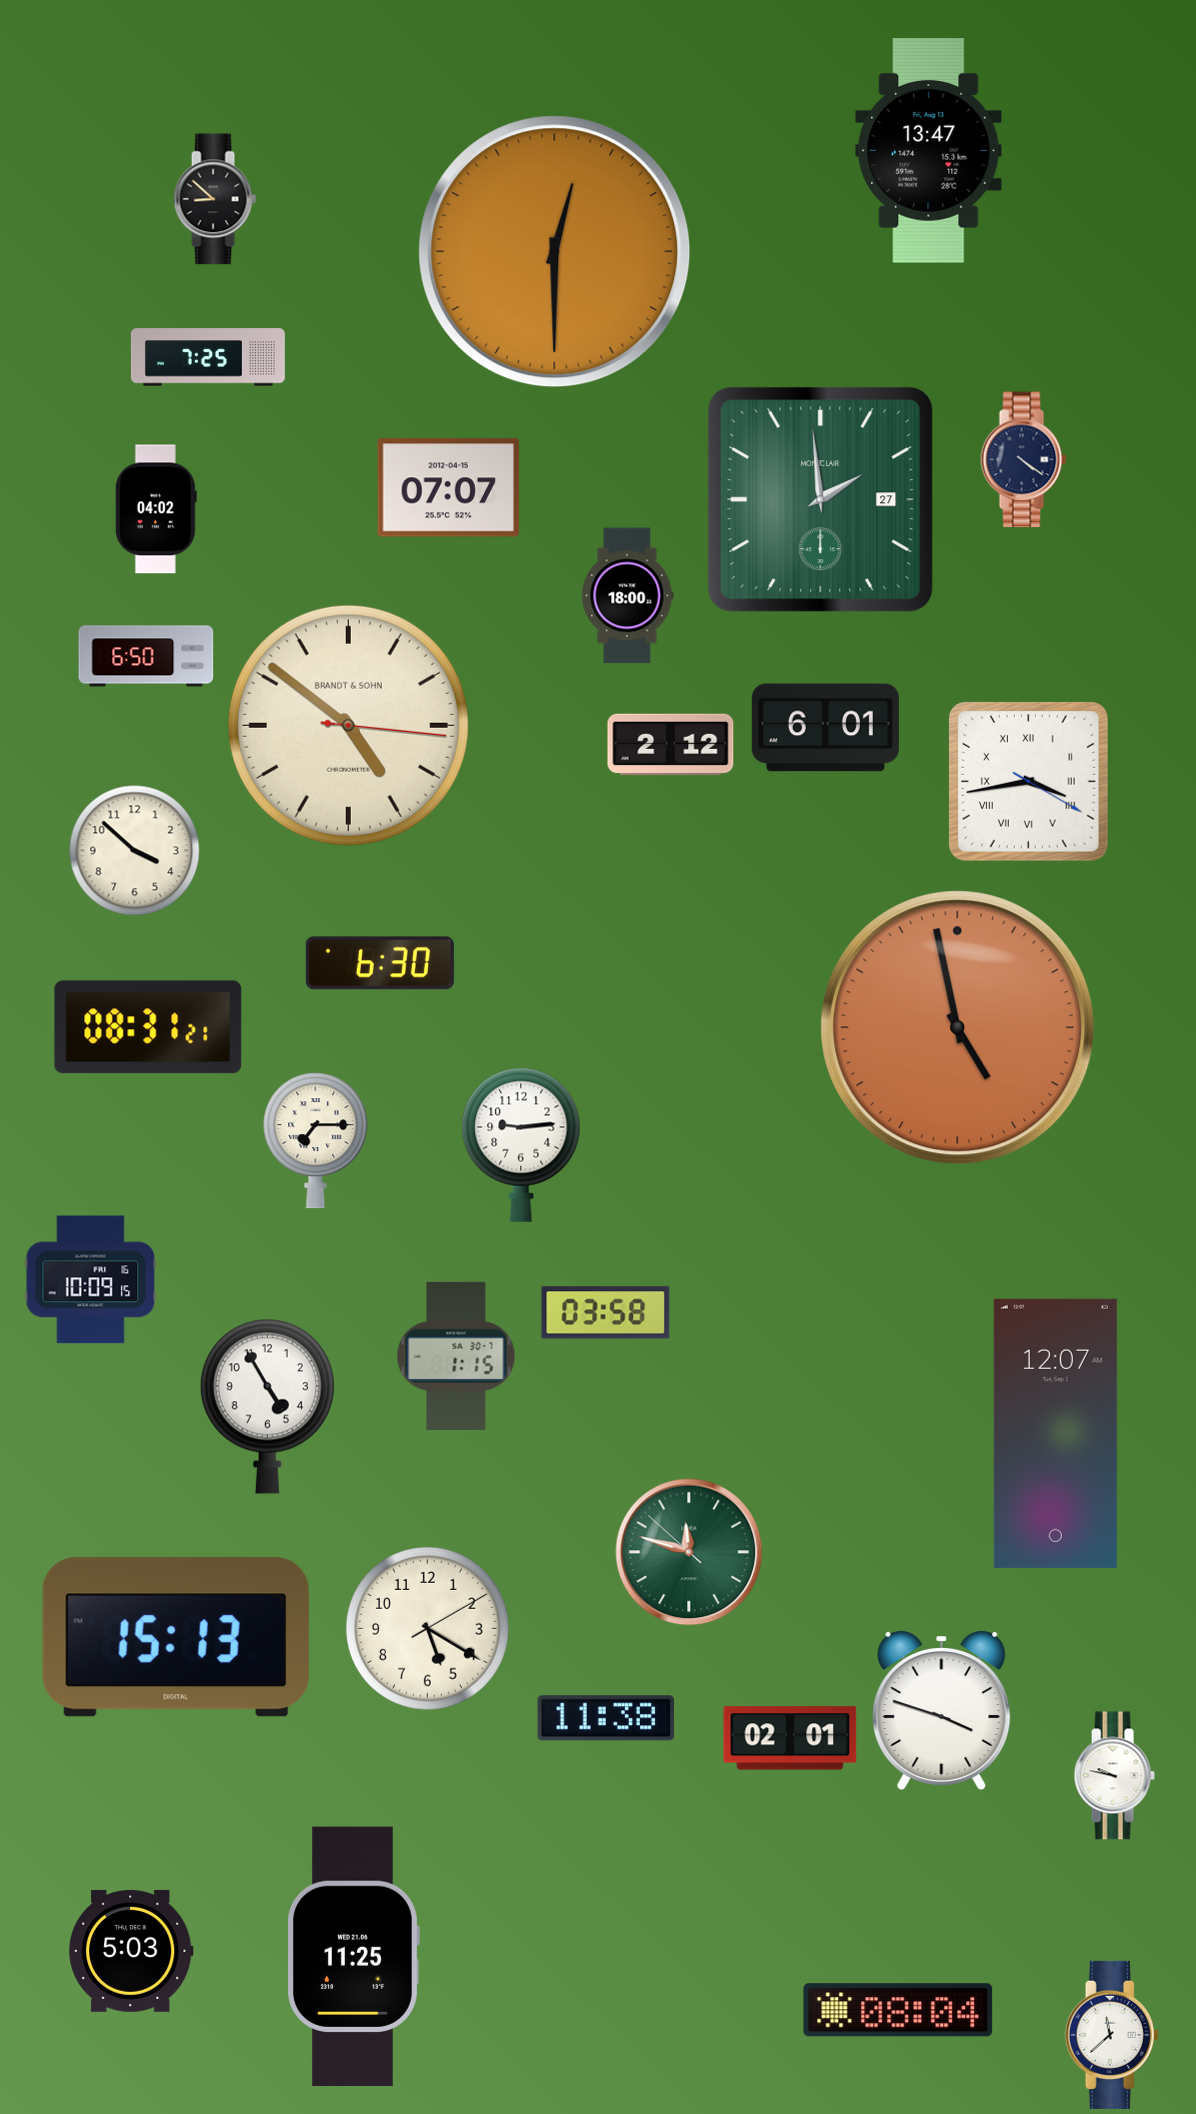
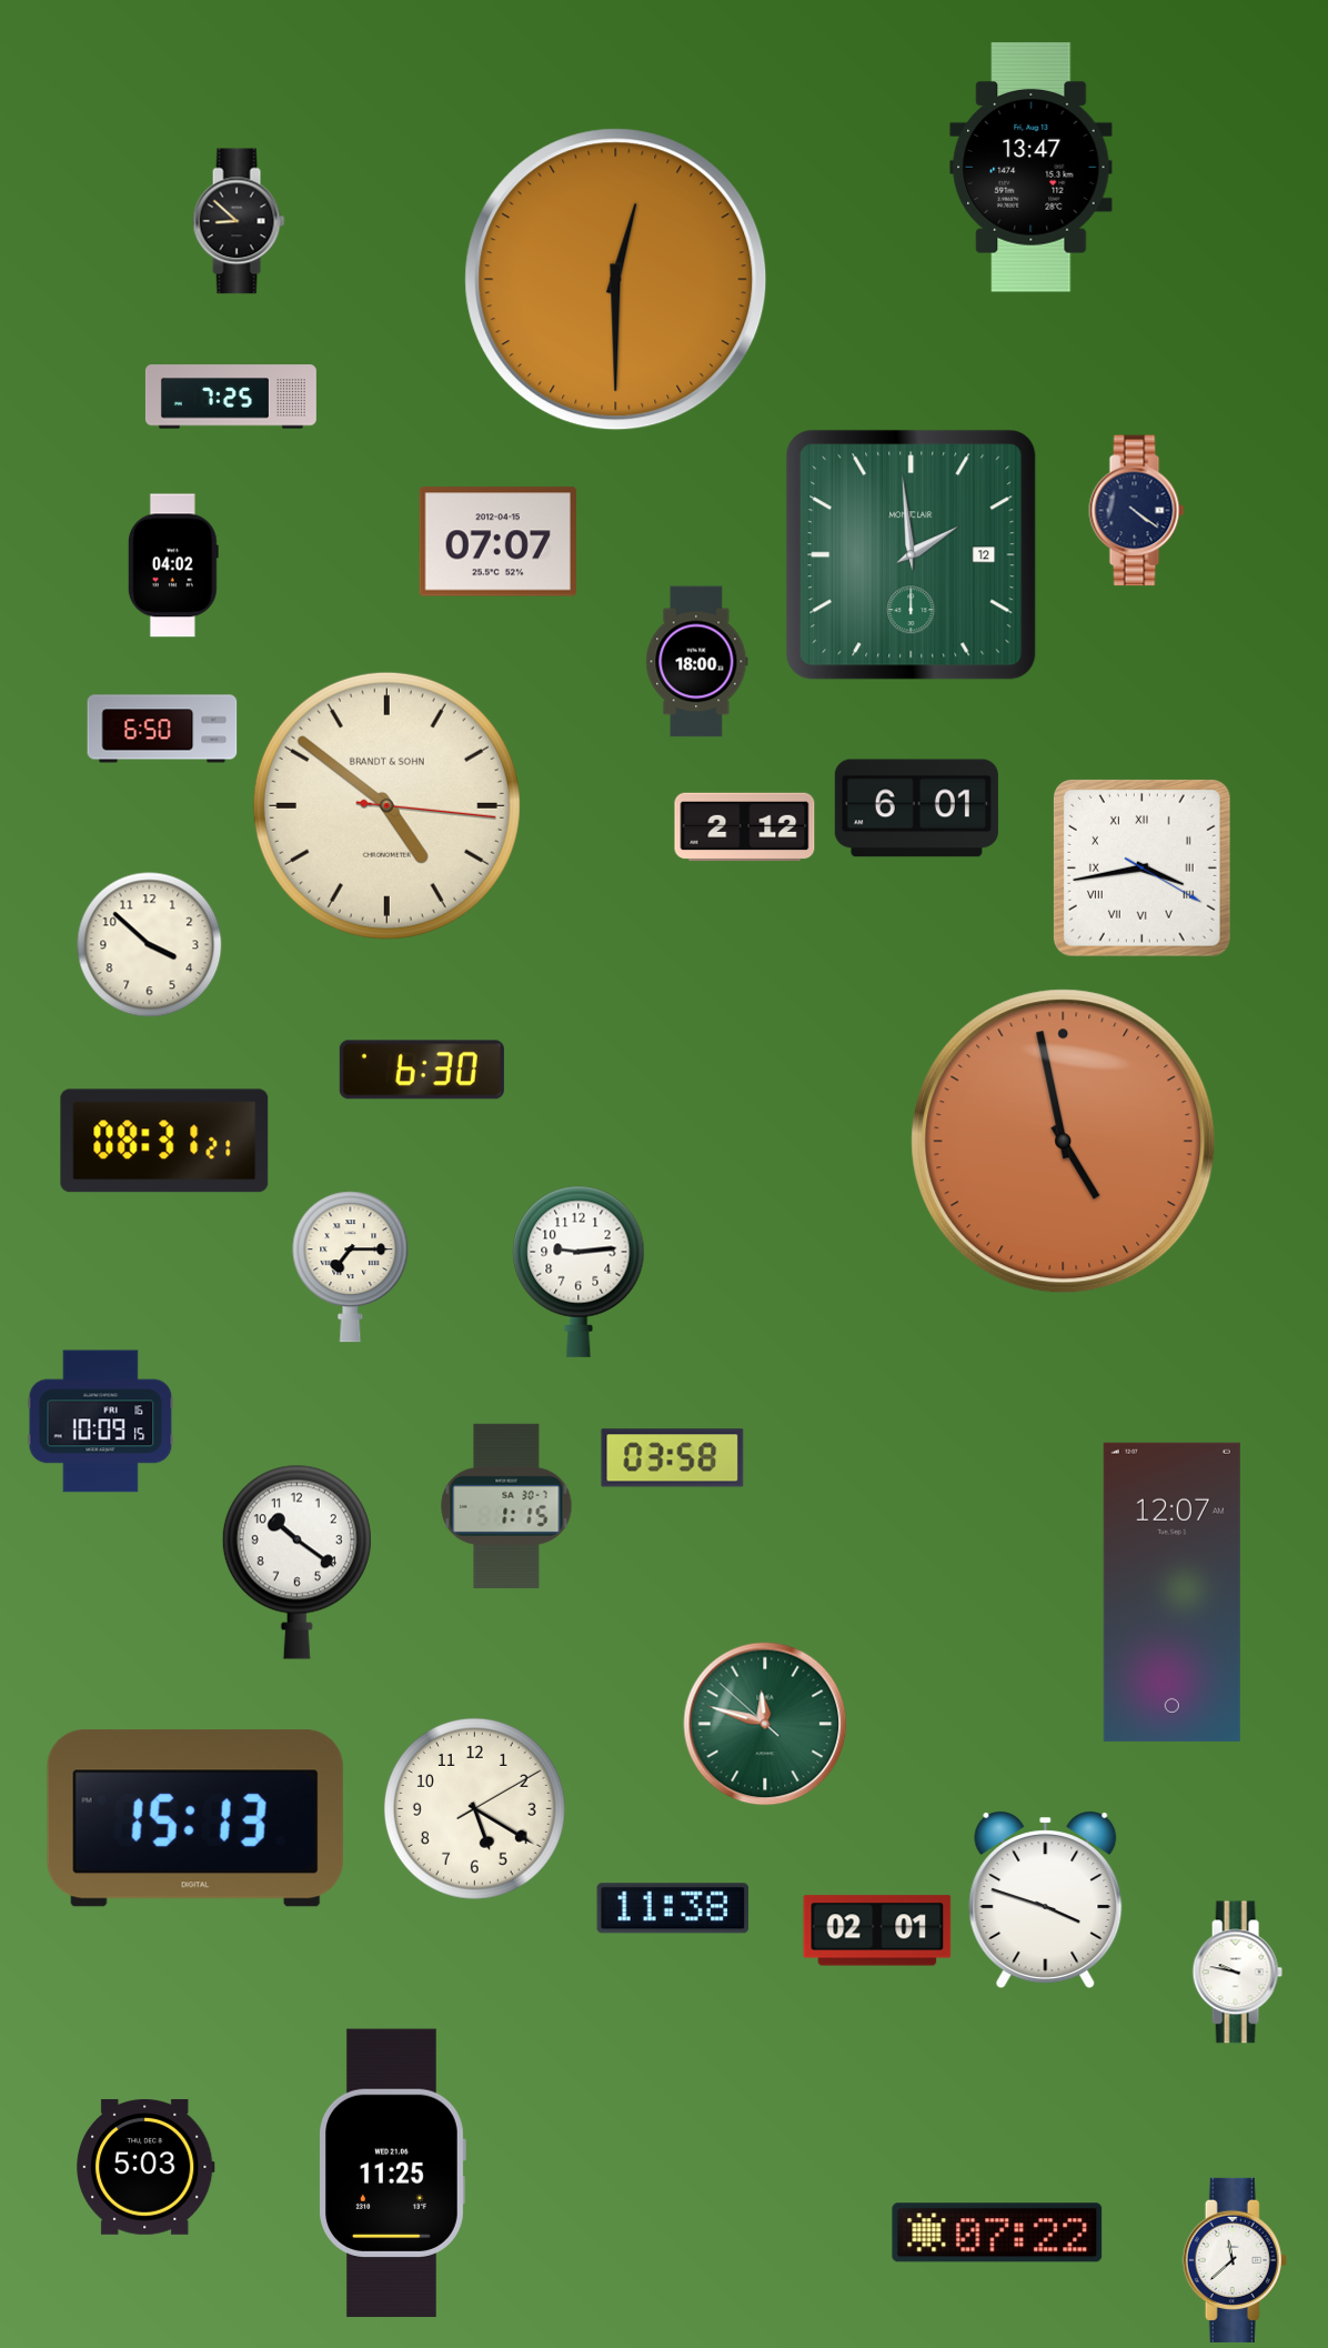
clock at (821, 500) date: 27 -> 12
clock at (267, 1406): 4:55 -> 10:21
clock at (898, 2010): 08:04 -> 07:22
